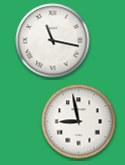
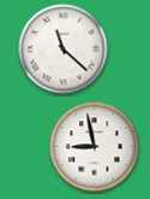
clock at (53, 41): 11:17 -> 11:22
